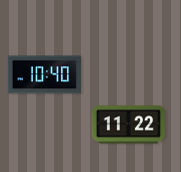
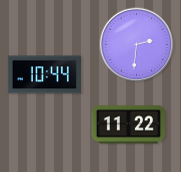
clock at (137, 45): none -> 2:31
clock at (44, 75): 10:40 -> 10:44
